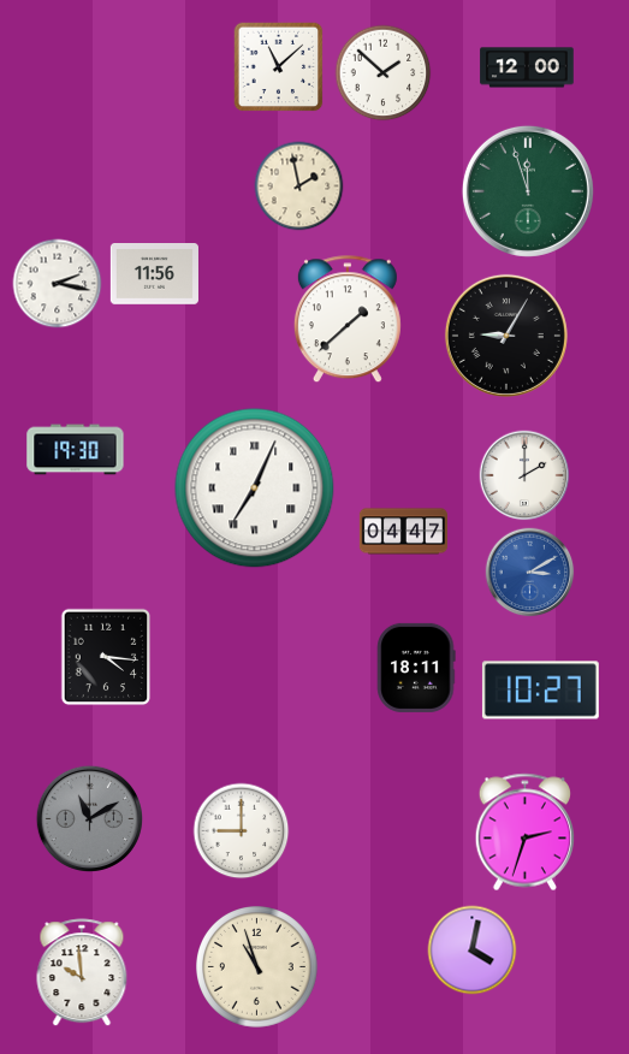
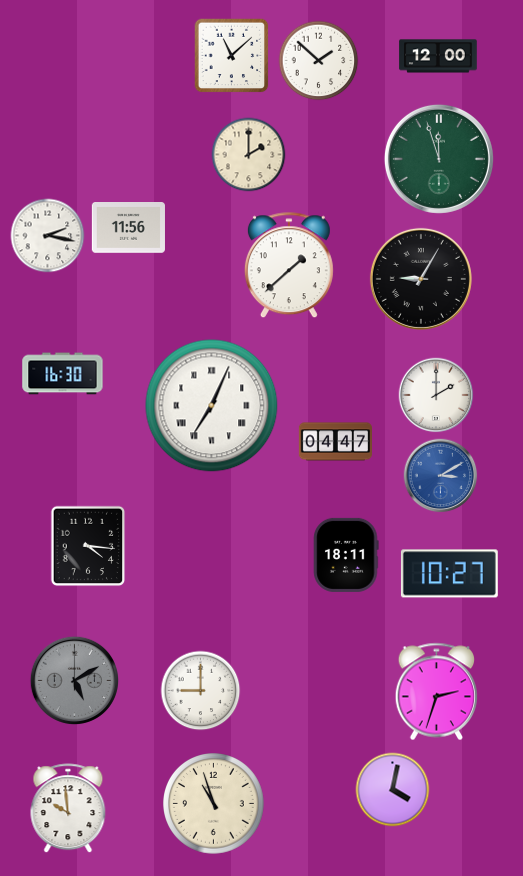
clock at (299, 186): 1:58 -> 2:00
clock at (76, 450): 19:30 -> 16:30
clock at (89, 818): 11:10 -> 5:10
